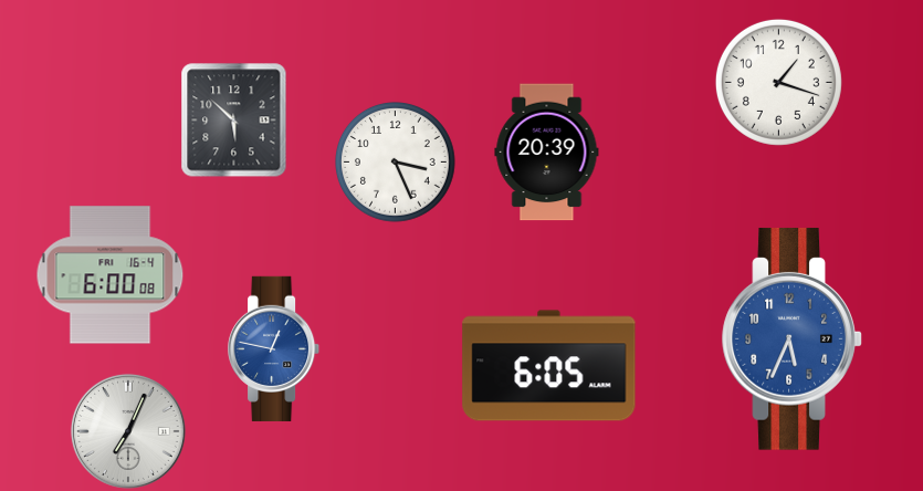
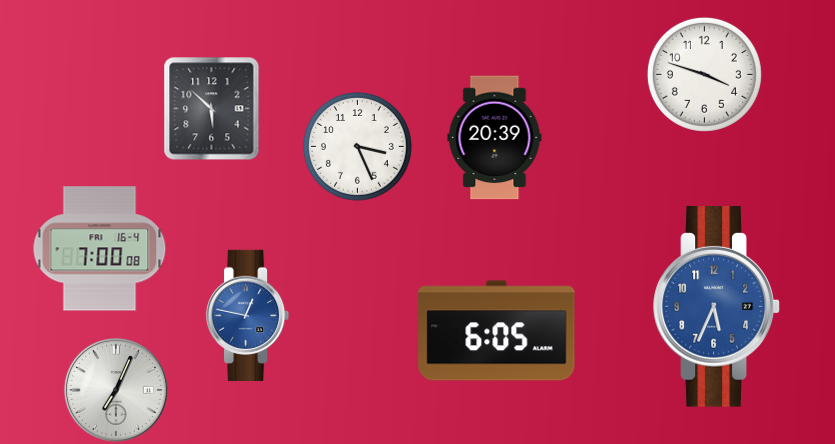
clock at (778, 82): 1:18 -> 3:48
clock at (111, 275): 6:00 -> 7:00
